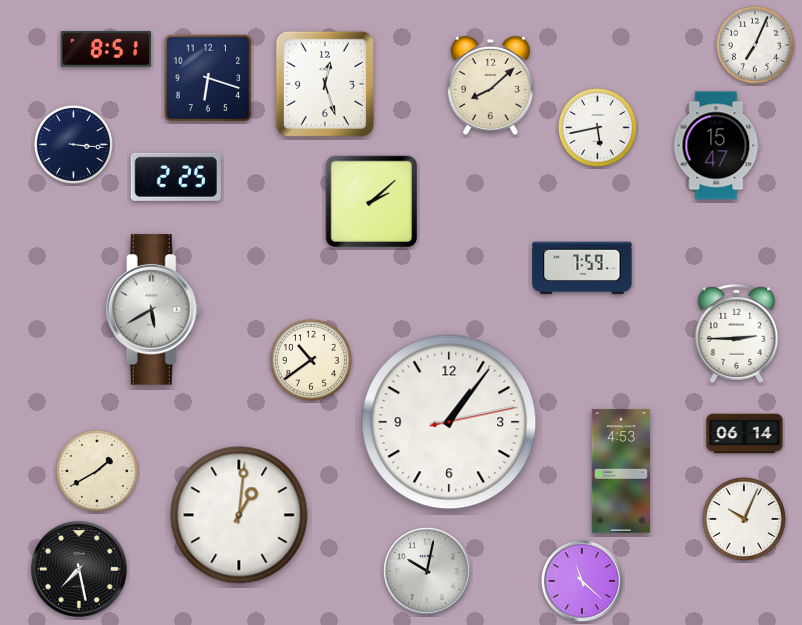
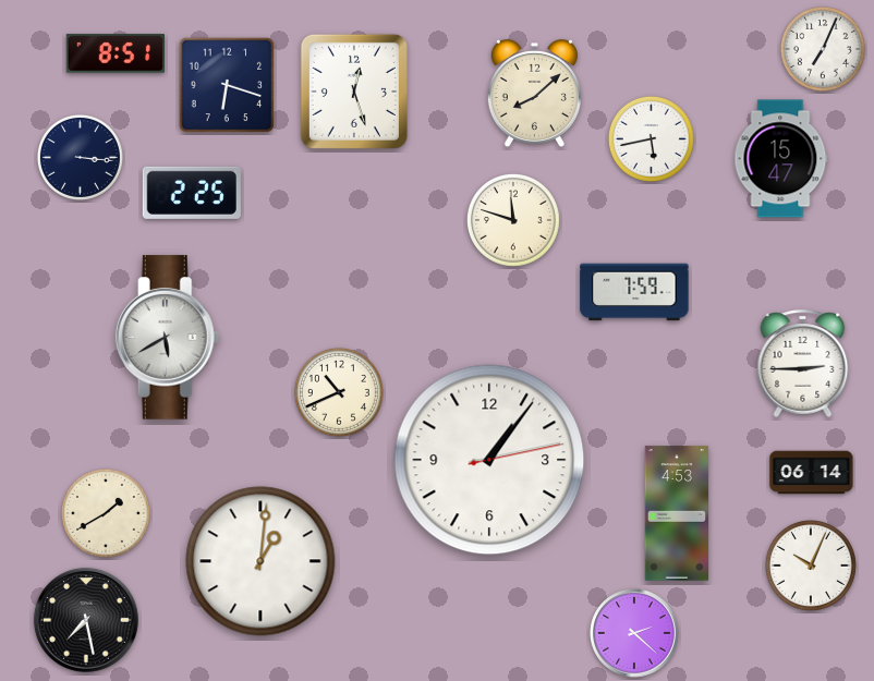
clock at (372, 202): 2:08 -> none
clock at (513, 220): none -> 11:48
clock at (311, 360): 10:39 -> 10:41
clock at (428, 572): 10:02 -> none
clock at (582, 581): 11:22 -> 2:22
